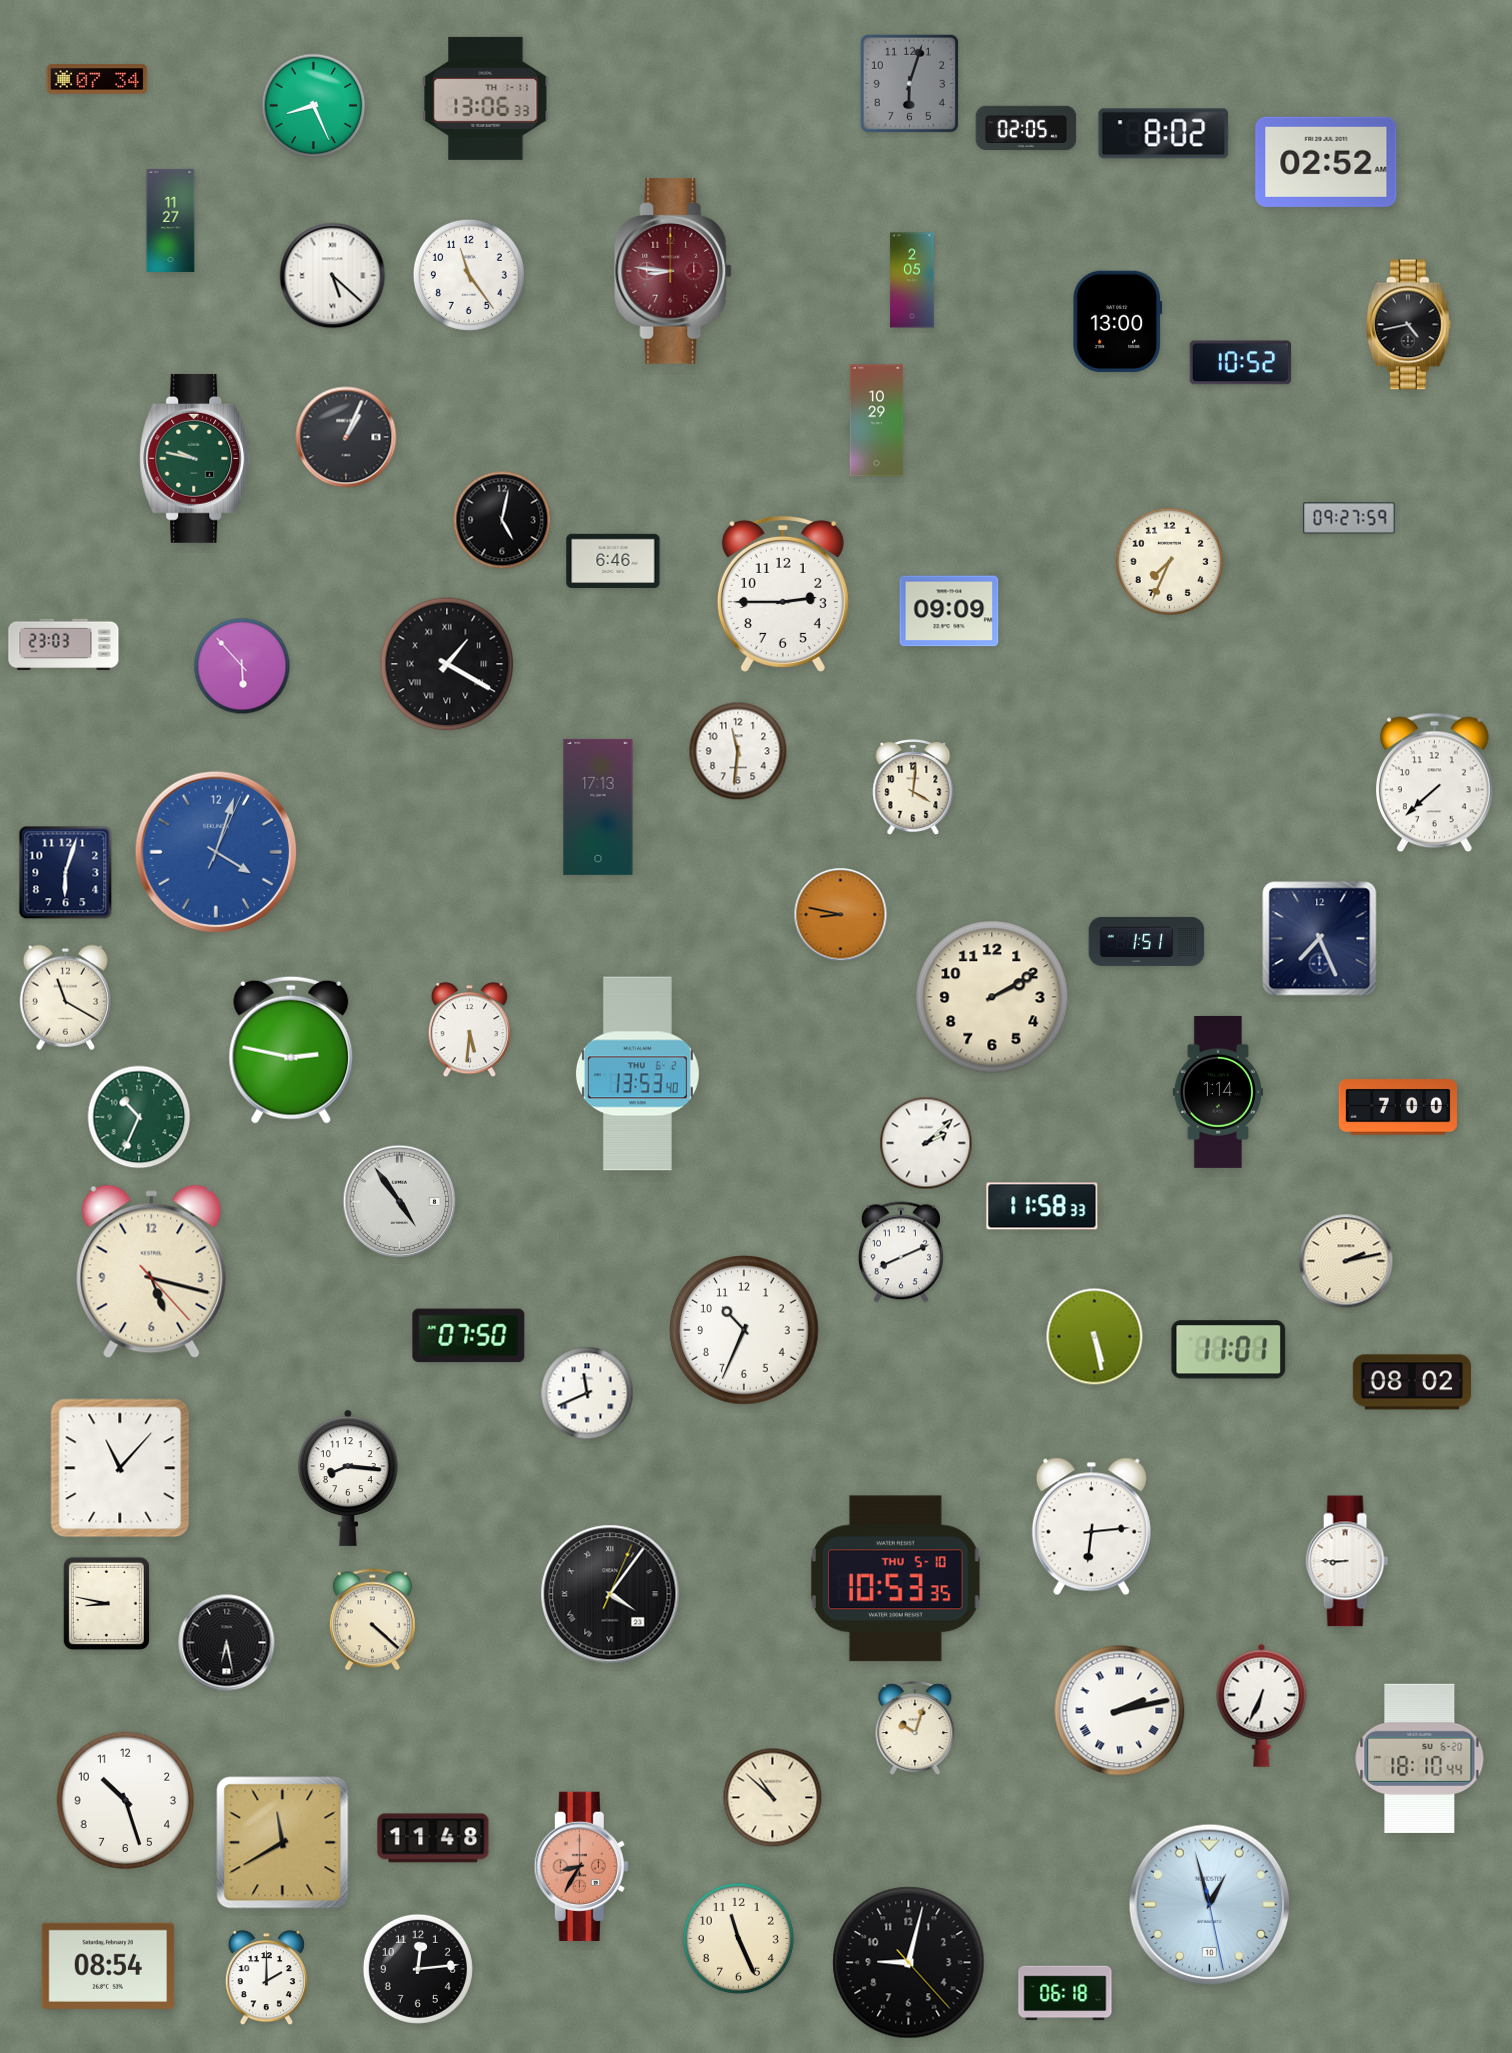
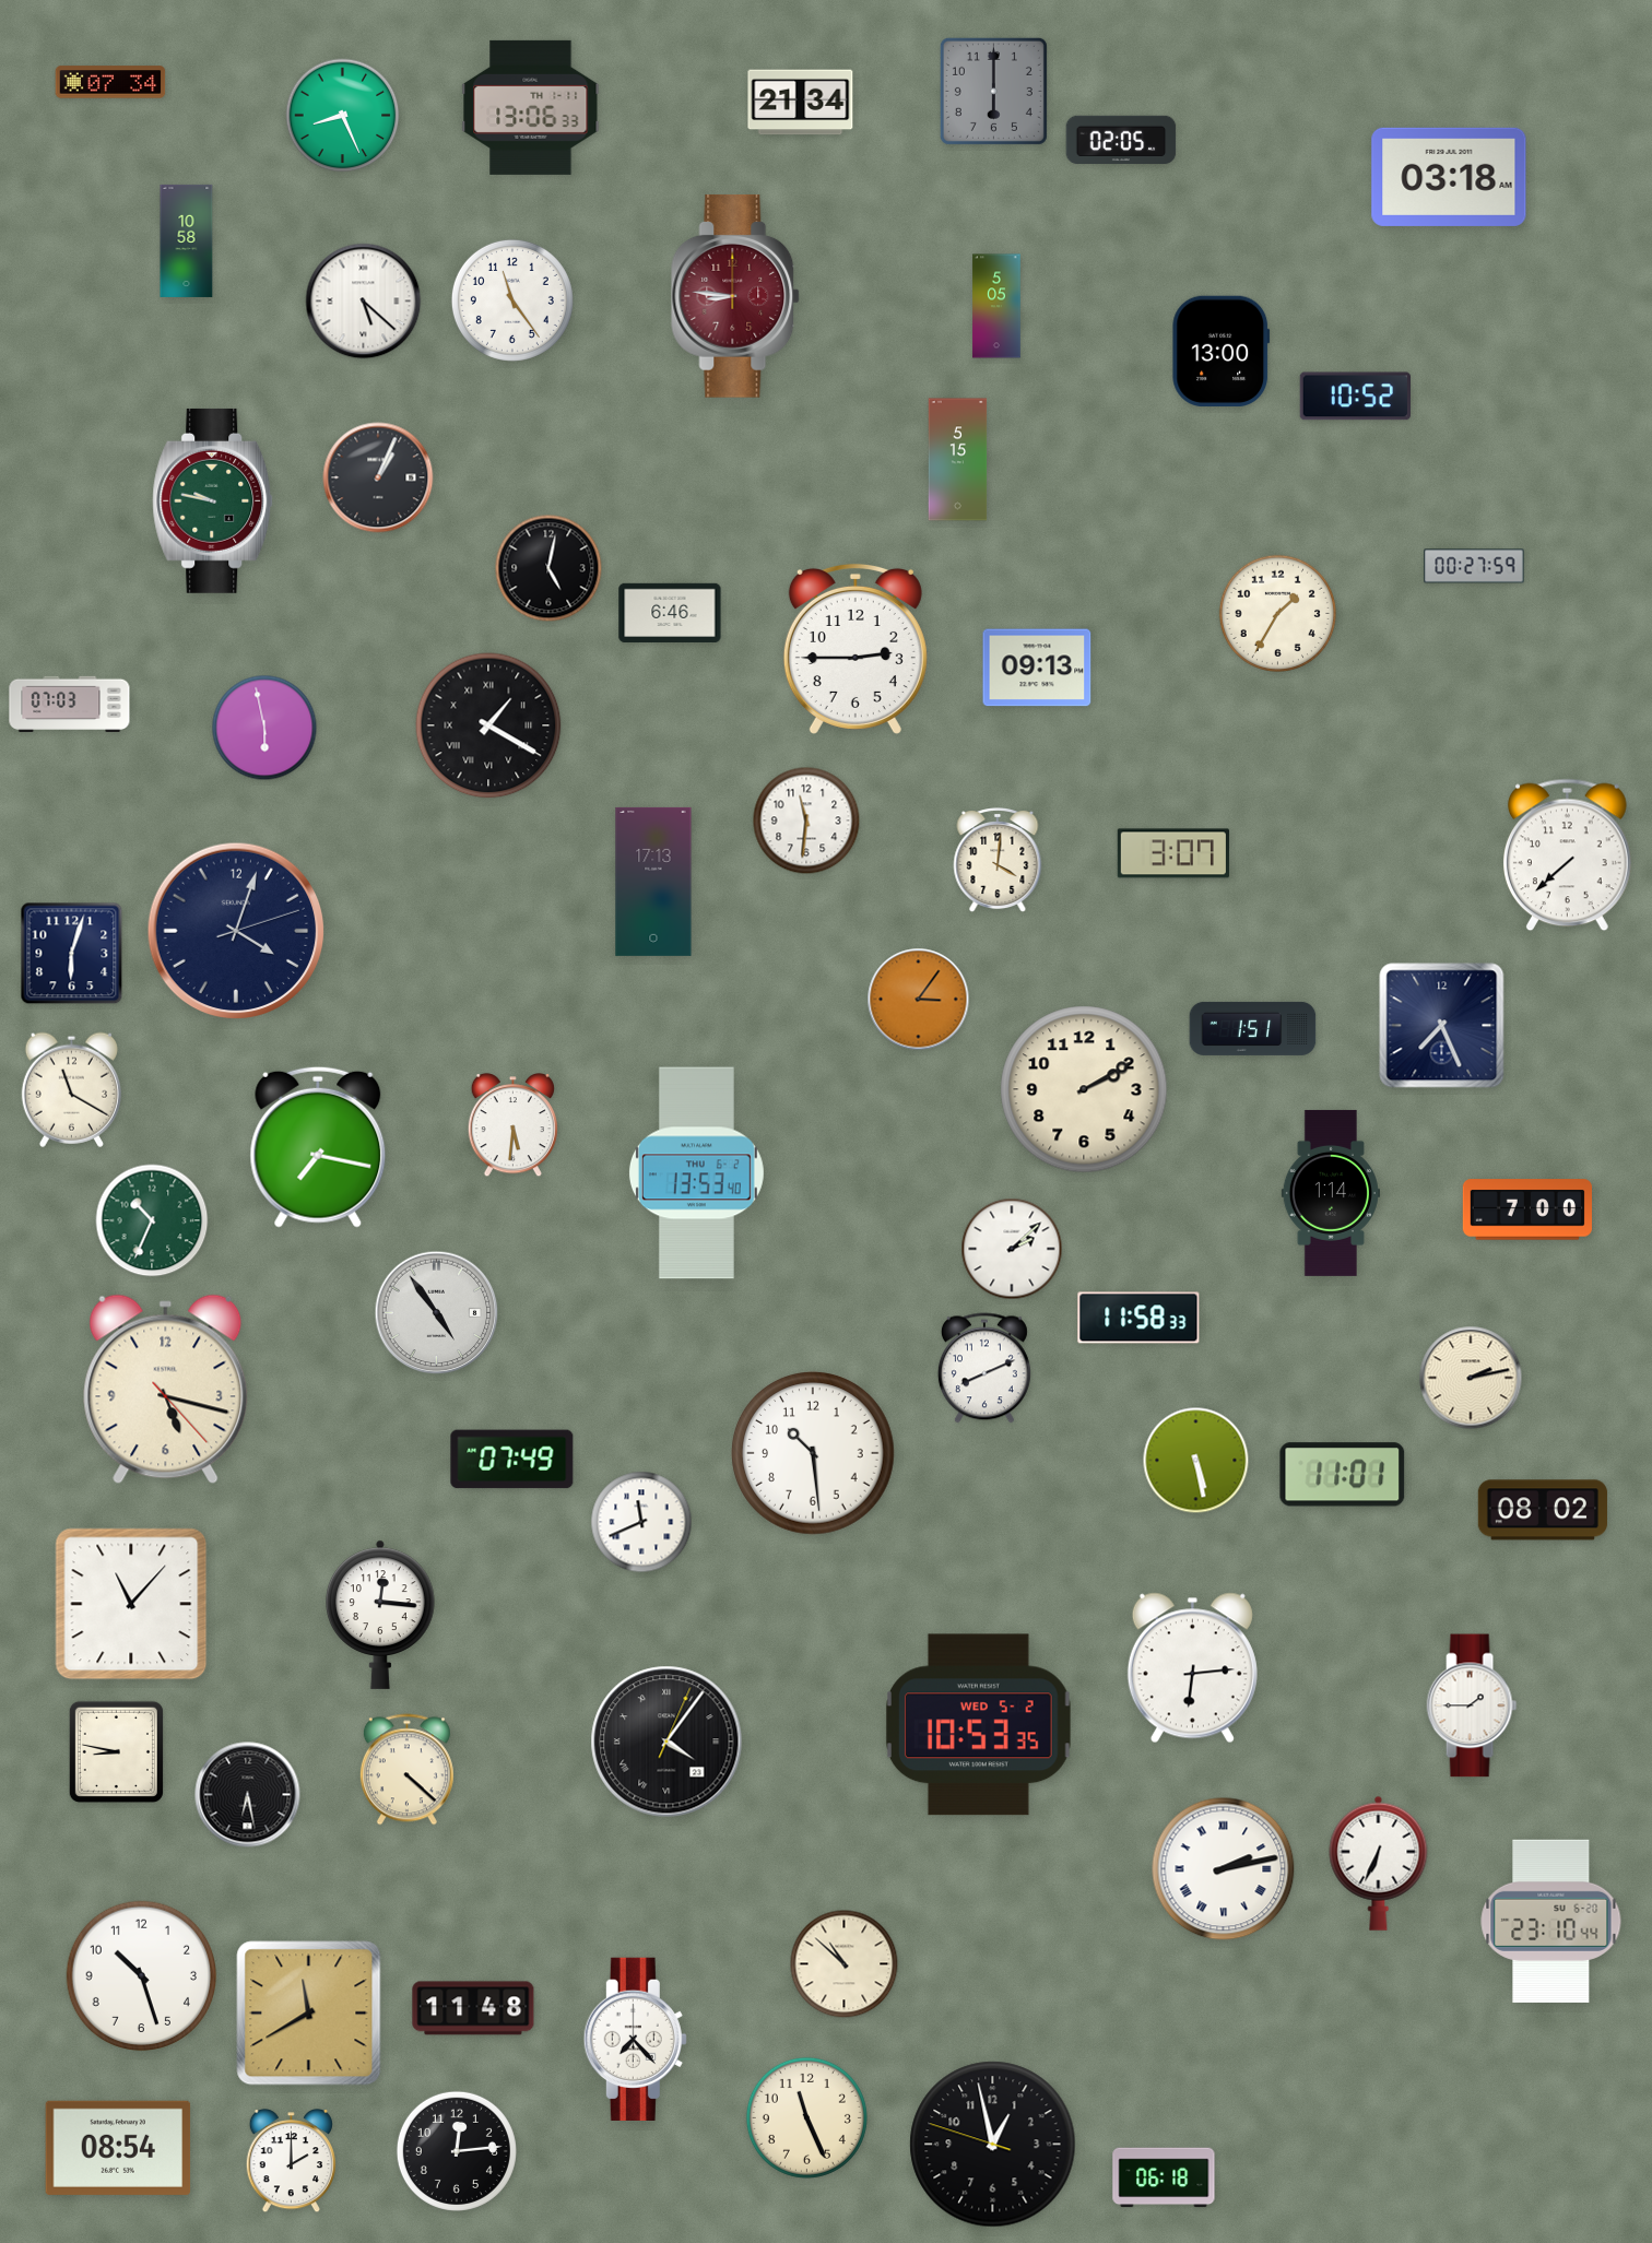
clock at (97, 79) position: (97, 79) -> (110, 82)
clock at (909, 83): 6:03 -> 6:00
clock at (801, 103): none -> 21:34
clock at (1164, 134): 8:02 -> none
clock at (1326, 162): 02:52 -> 03:18
clock at (171, 220): 11:27 -> 10:58
clock at (912, 280): 2:05 -> 5:05
clock at (1408, 325): 4:43 -> none
clock at (877, 421): 10:29 -> 5:15
clock at (1349, 518): 09:27 -> 00:27
clock at (1169, 561): 7:34 -> 1:35
clock at (949, 611): 09:09 -> 09:13
clock at (64, 644): 23:03 -> 07:03
clock at (242, 666): 5:53 -> 5:58
clock at (1173, 853): none -> 3:07
clock at (216, 852): 4:03:04 -> 4:03:12
clock at (216, 852) dial: blue -> navy
clock at (841, 915): 8:47 -> 3:06
clock at (291, 1050): 2:47 -> 7:17
clock at (744, 1330): 10:34 -> 10:29
clock at (469, 1336): 07:50 -> 07:49
clock at (348, 1478): 8:16 -> 12:16
clock at (1347, 1561): 8:45 -> 1:45
clock at (895, 1579) date: THU 5-10 -> WED 5-2
clock at (915, 1728): 10:03 -> none
clock at (1420, 1758): 18:10 -> 23:10
clock at (126, 1801) position: (126, 1801) -> (142, 1976)
clock at (581, 1866): 8:35 -> 7:23
clock at (581, 1866) dial: salmon -> white
clock at (1210, 1905): 12:57 -> none
clock at (909, 1963): 9:02 -> 12:57
